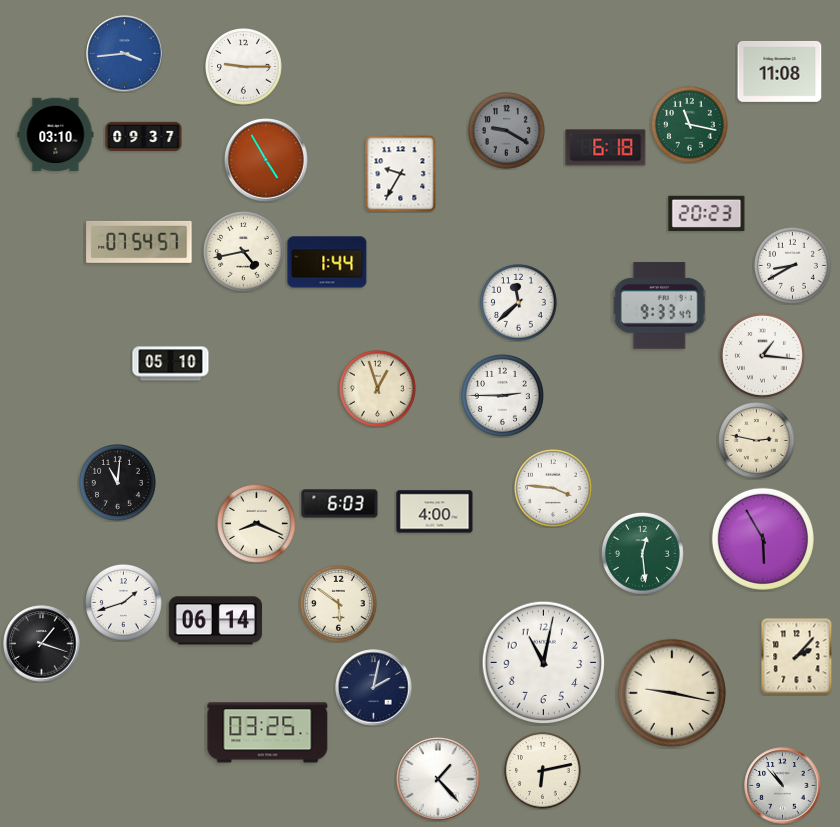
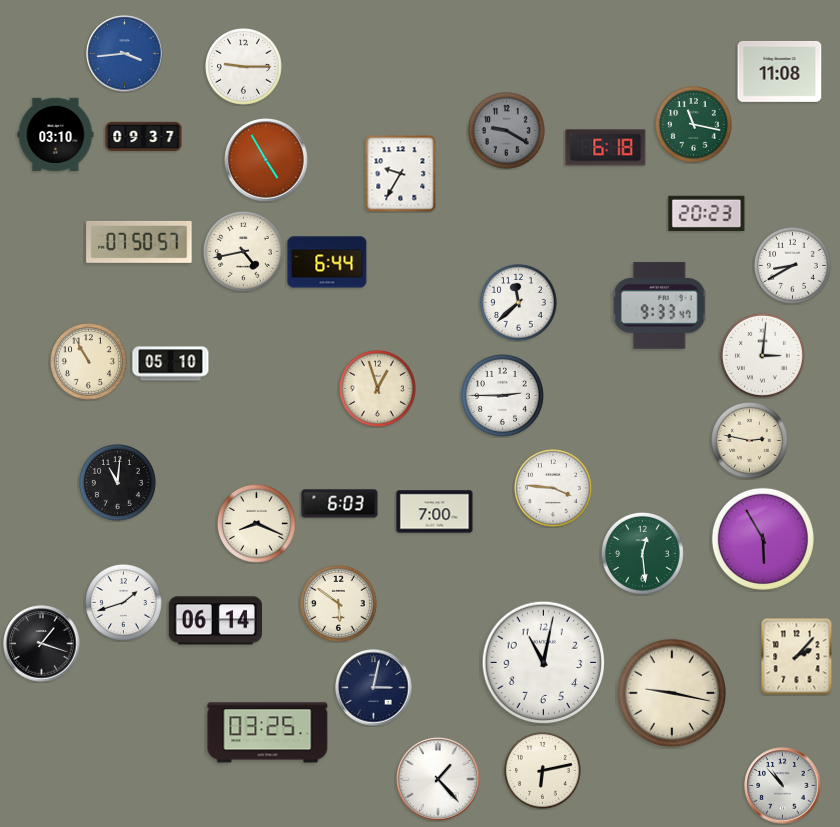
clock at (690, 125) position: (690, 125) -> (694, 125)
clock at (139, 242): 07:54 -> 07:50
clock at (327, 262): 1:44 -> 6:44
clock at (762, 355): 1:16 -> 3:01
clock at (89, 362): none -> 10:55
clock at (757, 441) position: (757, 441) -> (750, 441)
clock at (435, 512): 4:00 -> 7:00
clock at (374, 688): 2:02 -> 3:02
